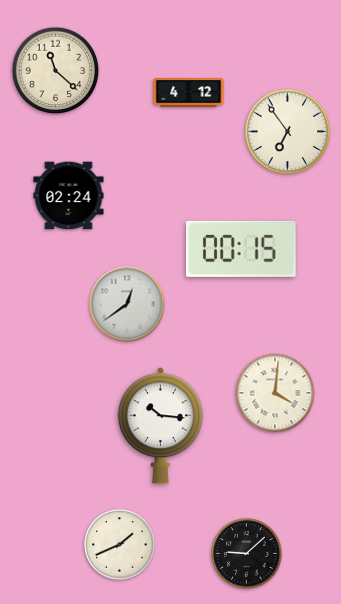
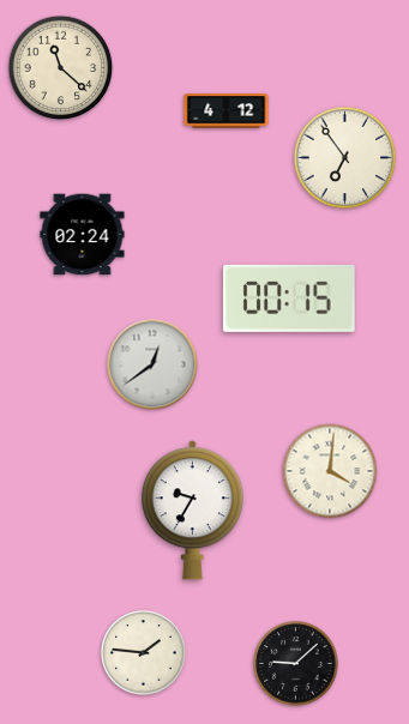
clock at (56, 71) position: (56, 71) -> (61, 68)
clock at (160, 426): 10:16 -> 9:35
clock at (120, 545): 1:41 -> 1:46
